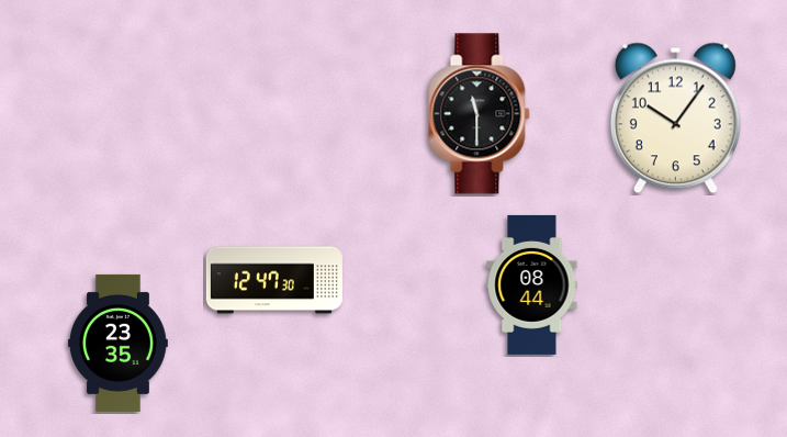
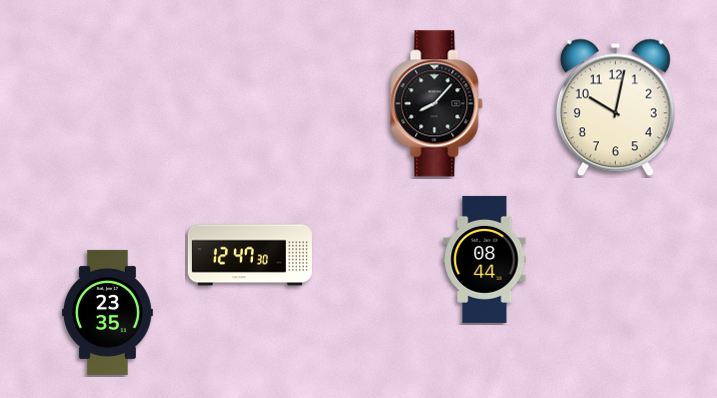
clock at (480, 114): 11:30 -> 8:07
clock at (675, 119): 10:06 -> 10:02
